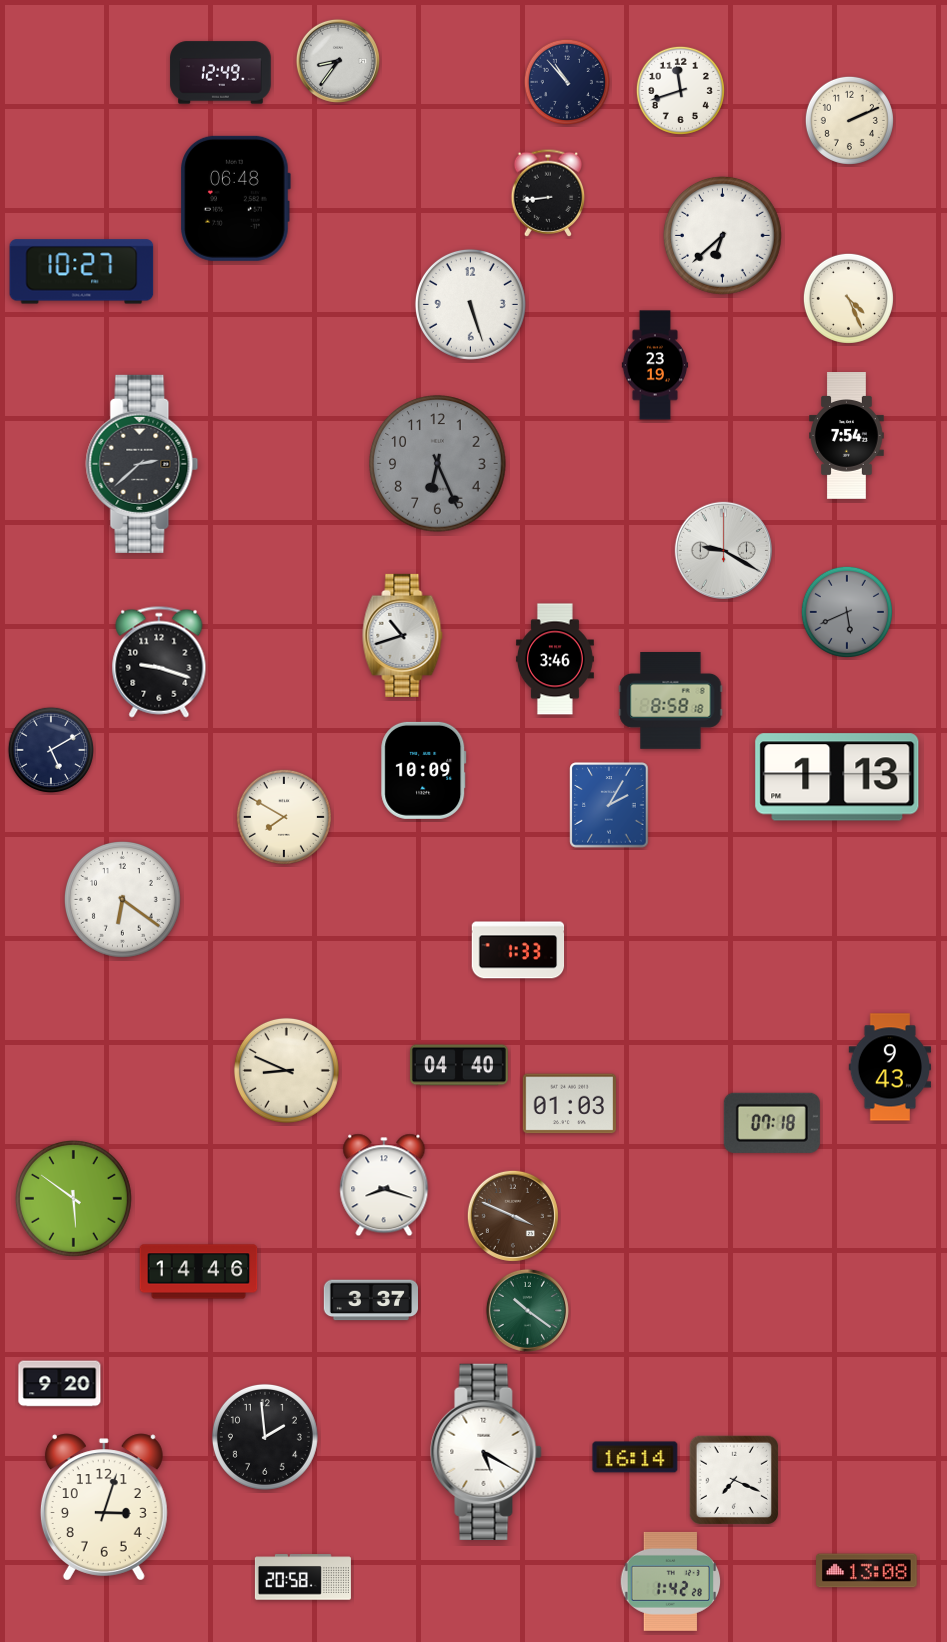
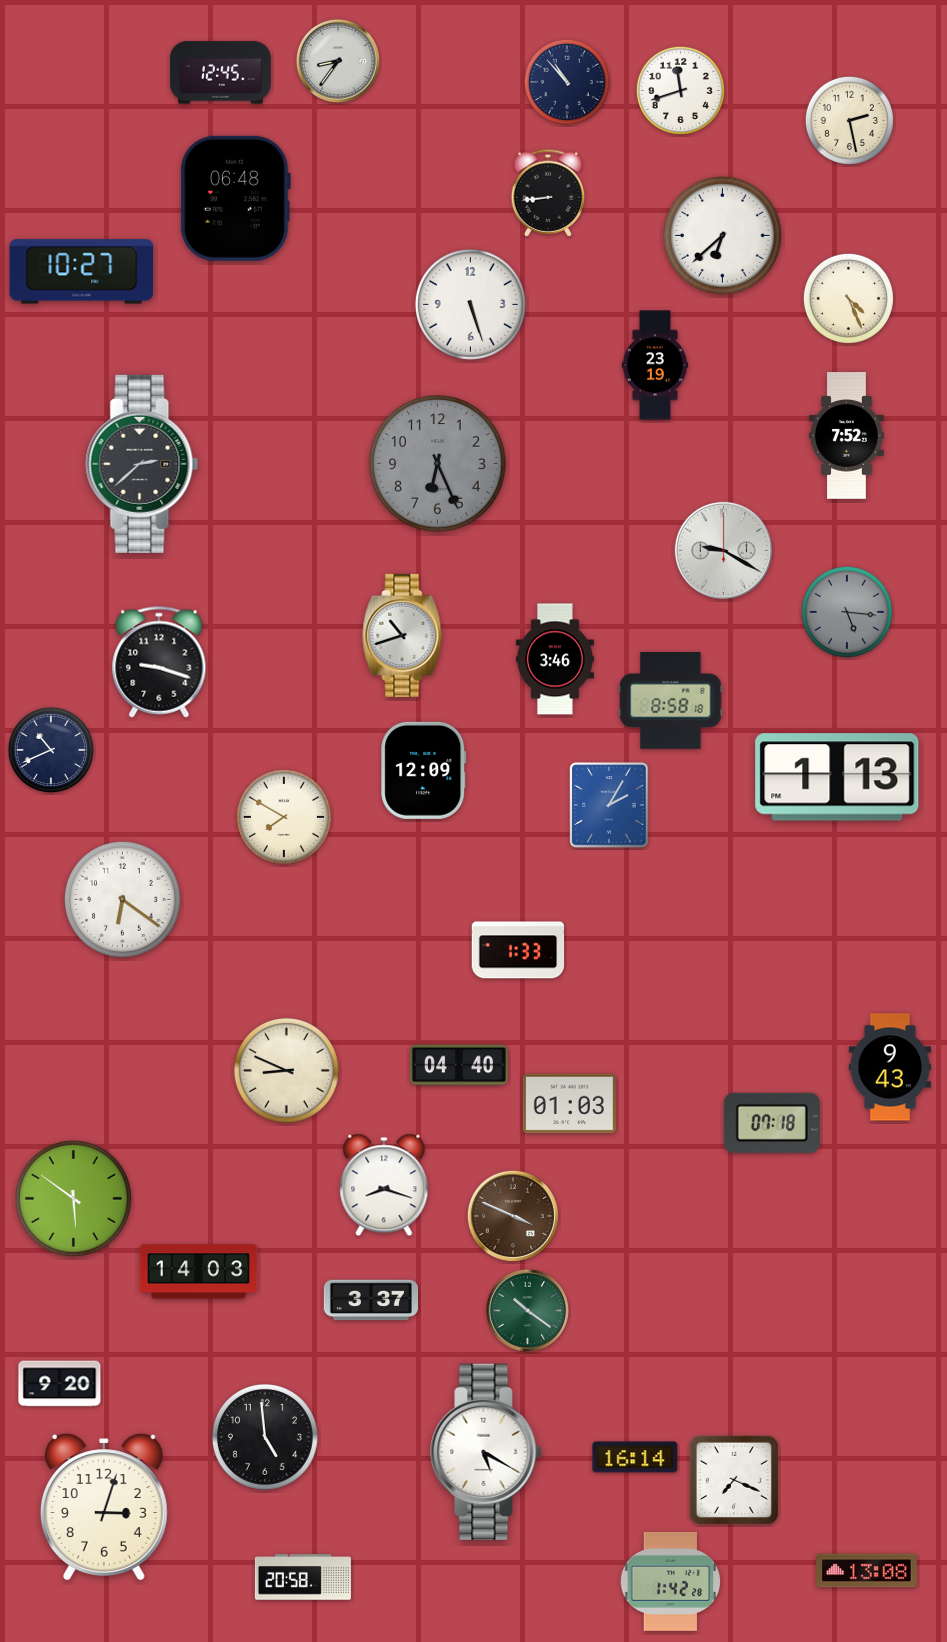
clock at (221, 73): 12:49 -> 12:45
clock at (849, 120): 2:11 -> 2:28
clock at (847, 436): 7:54 -> 7:52
clock at (847, 612): 5:41 -> 5:16
clock at (51, 750): 5:10 -> 10:41
clock at (424, 770): 10:09 -> 12:09
clock at (199, 1272): 14:46 -> 14:03
clock at (265, 1437): 1:59 -> 4:59
